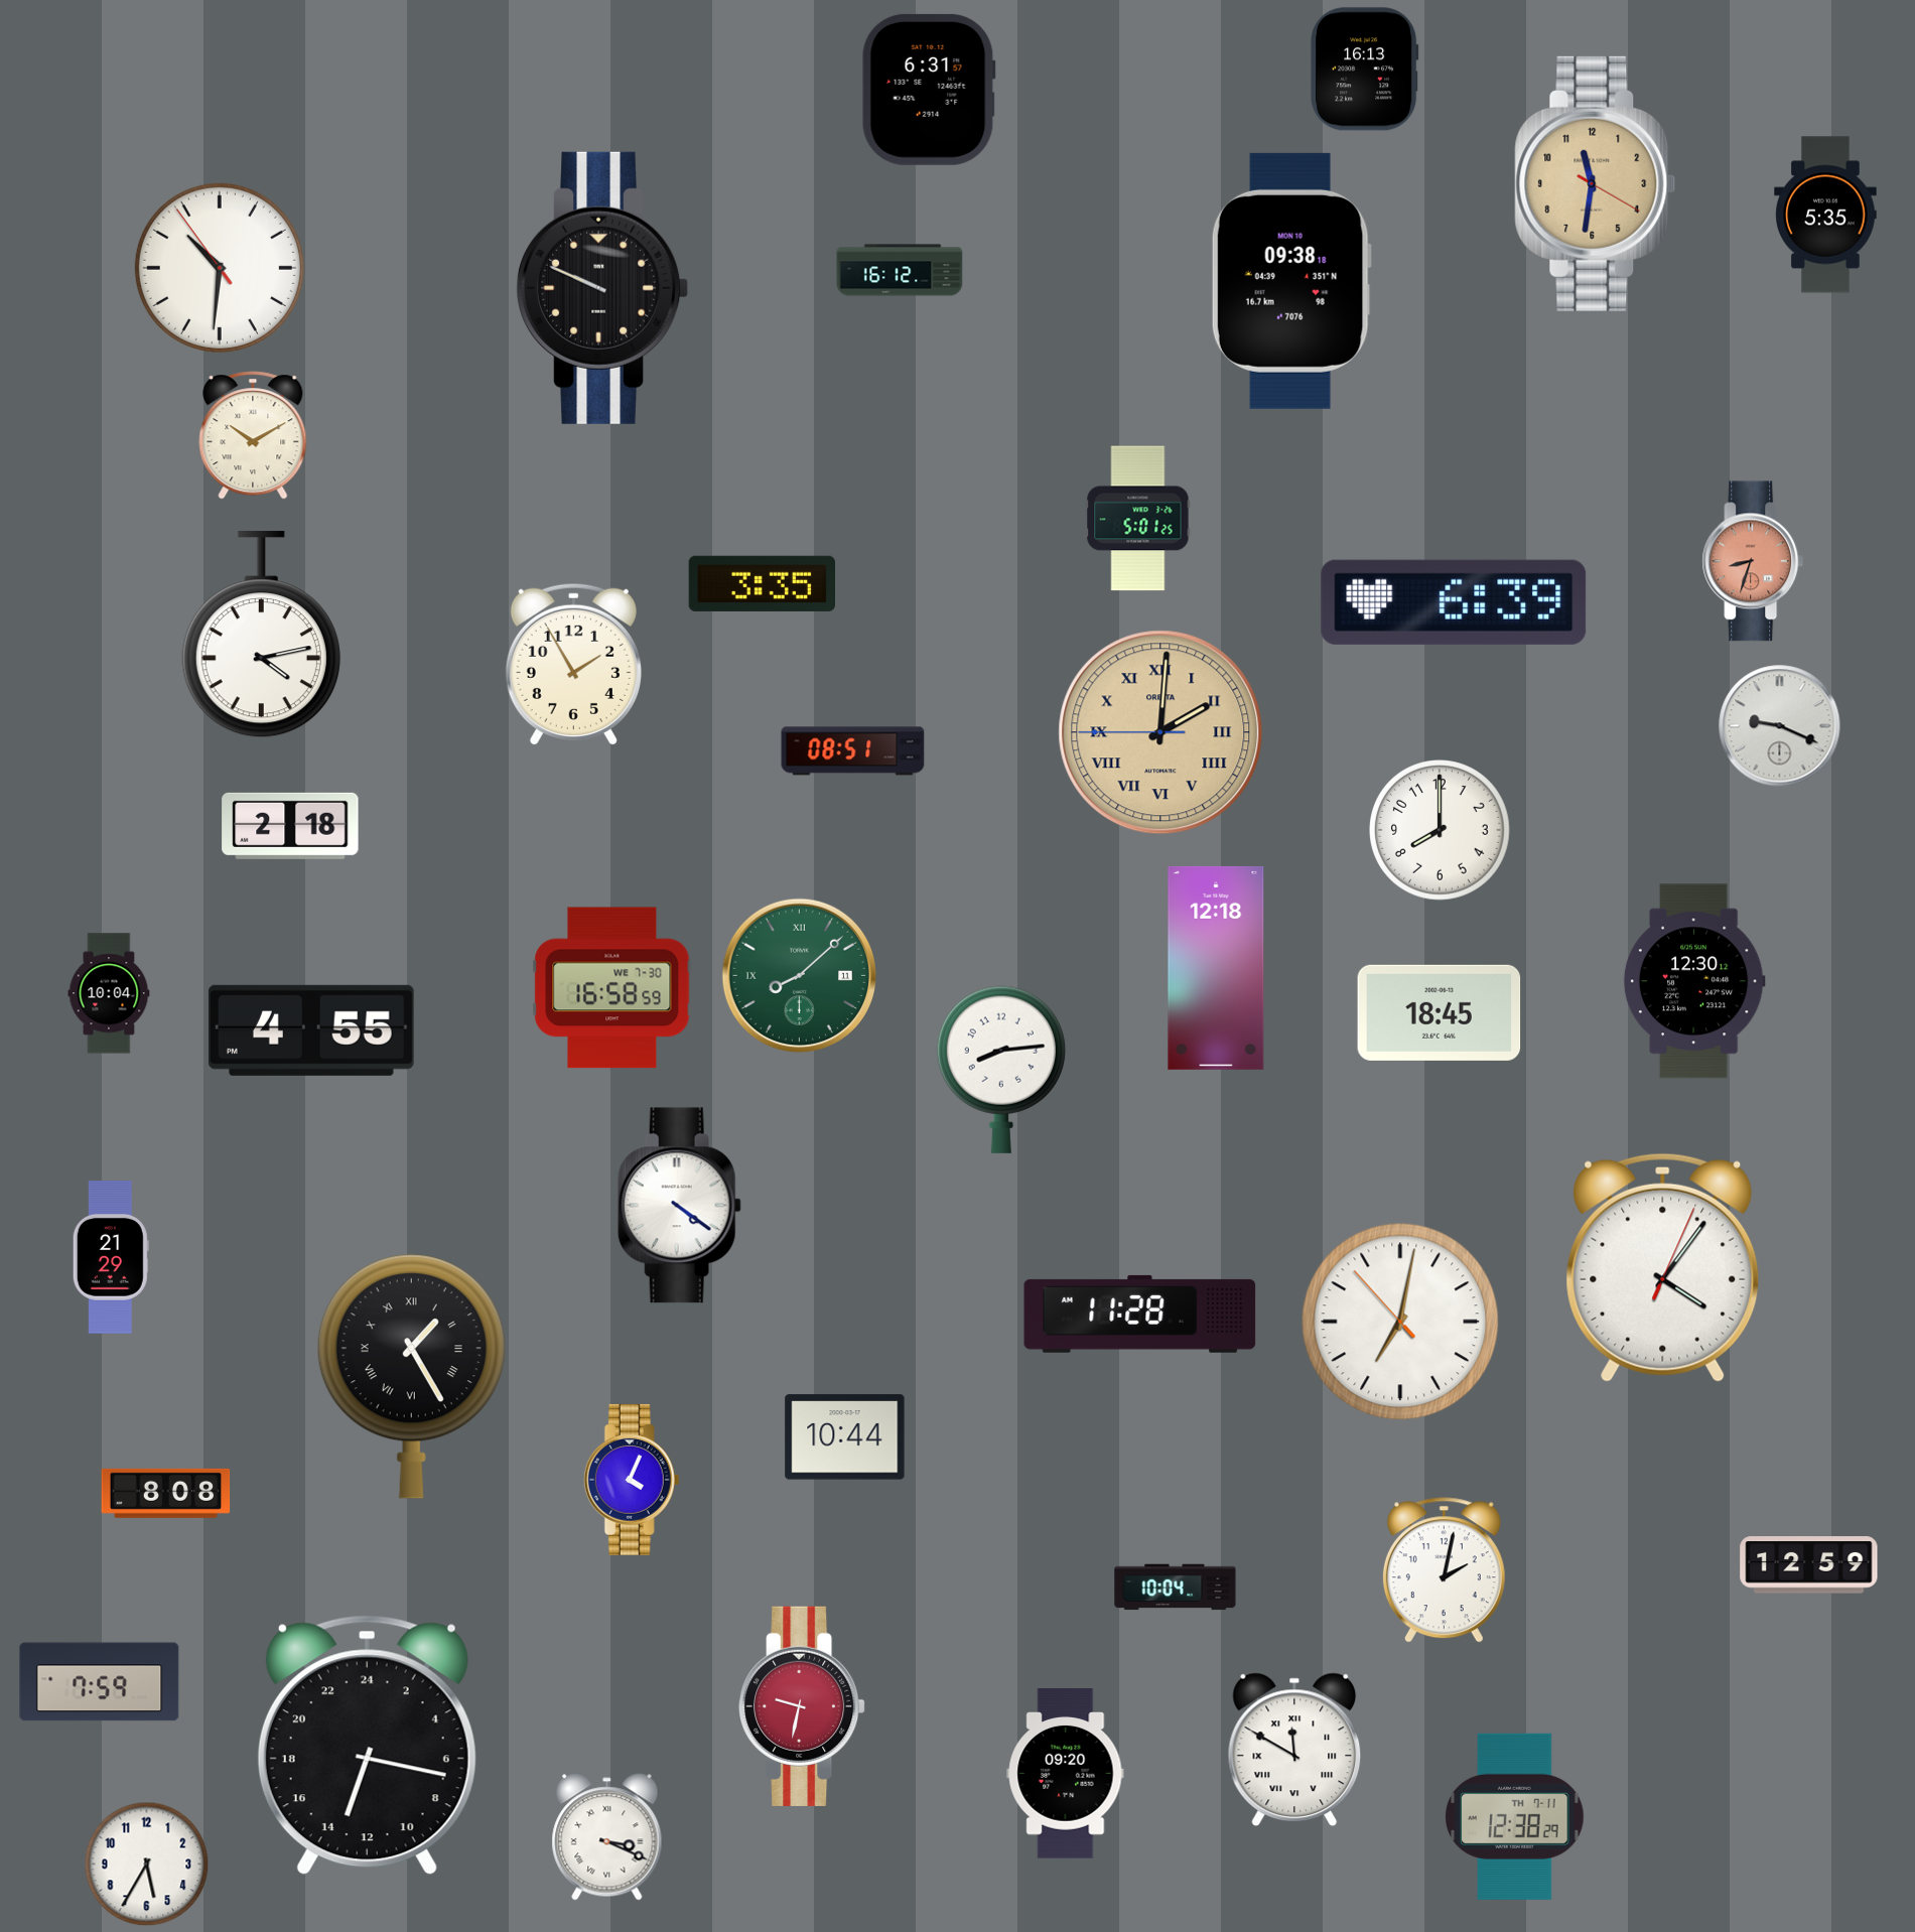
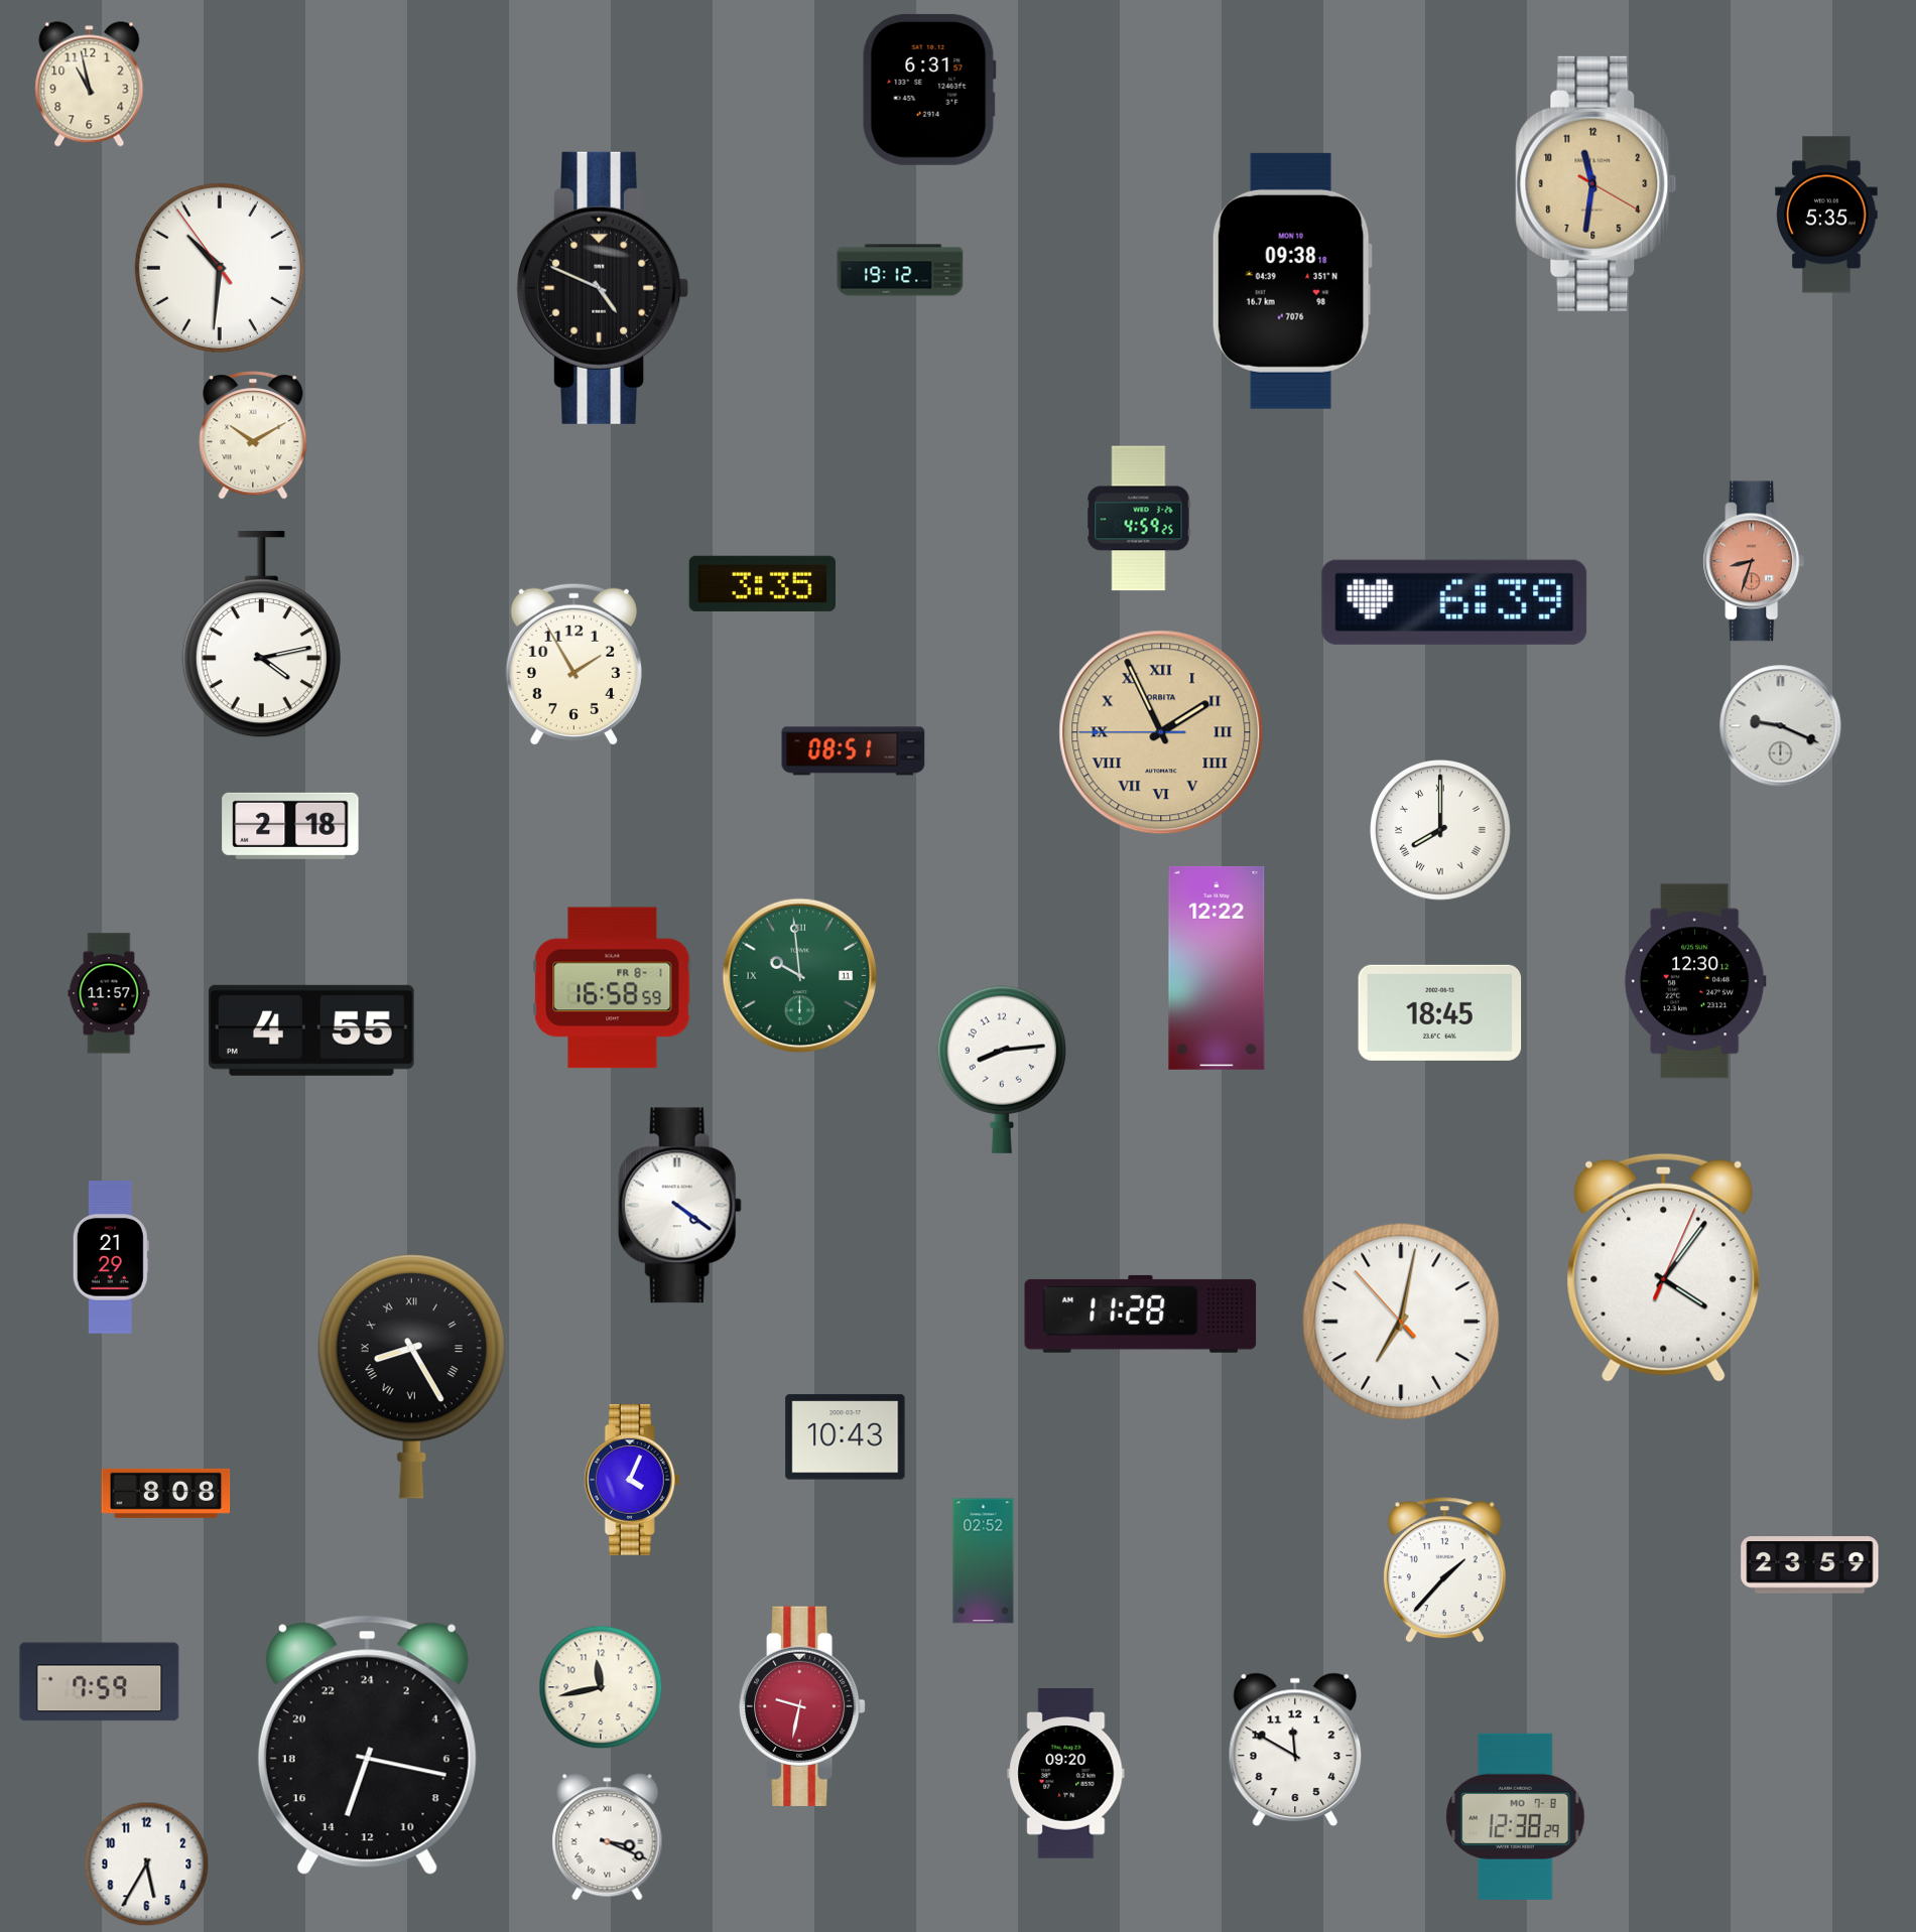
clock at (1365, 70): 16:13 -> none
clock at (90, 85): none -> 10:58
clock at (900, 270): 16:12 -> 19:12
clock at (602, 288): 9:49 -> 4:49
clock at (1138, 519): 5:01 -> 4:59
clock at (1160, 732): 2:00 -> 1:55
clock at (1441, 831) numerals: Arabic -> Roman
clock at (1216, 968): 12:18 -> 12:22
clock at (800, 976): 8:08 -> 9:59
clock at (612, 988) date: WE 7-30 -> FR 8-1
clock at (109, 993): 10:04 -> 11:57
clock at (411, 1377): 1:25 -> 8:25
clock at (845, 1437): 10:44 -> 10:43
clock at (984, 1561): none -> 02:52
clock at (1809, 1565): 12:59 -> 23:59
clock at (1444, 1570): 2:02 -> 1:37
clock at (1176, 1588): 10:04 -> none
clock at (601, 1687): none -> 11:43
clock at (1294, 1750) numerals: Roman -> Arabic
clock at (1515, 1816) date: TH 7-11 -> MO 7-8
